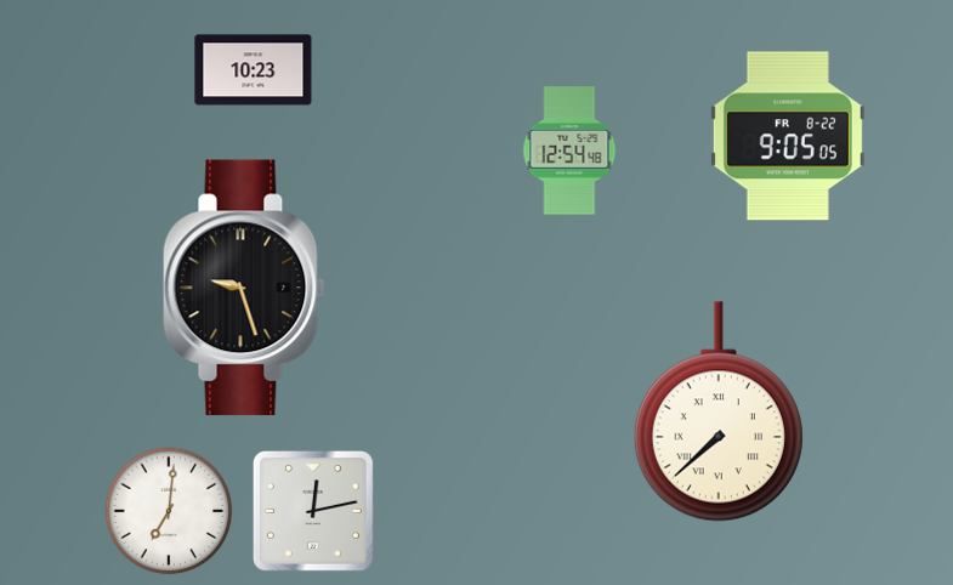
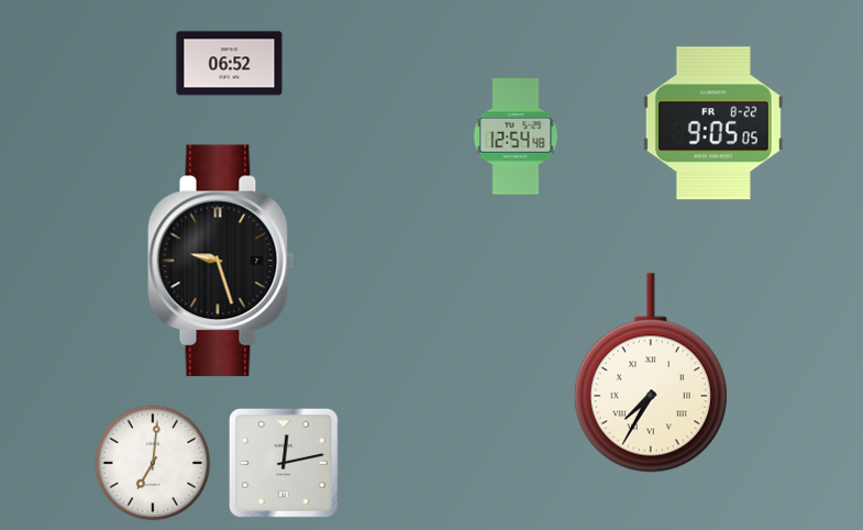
clock at (254, 70): 10:23 -> 06:52
clock at (719, 411): 7:38 -> 7:35
